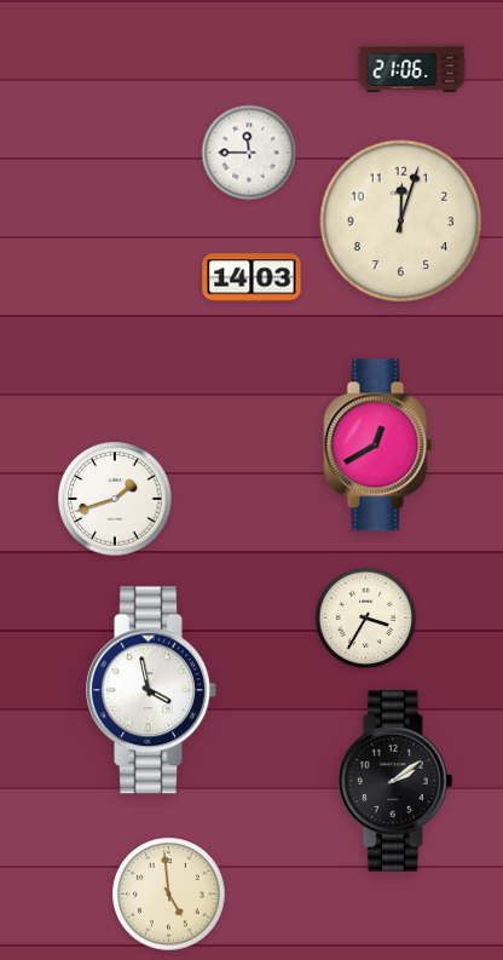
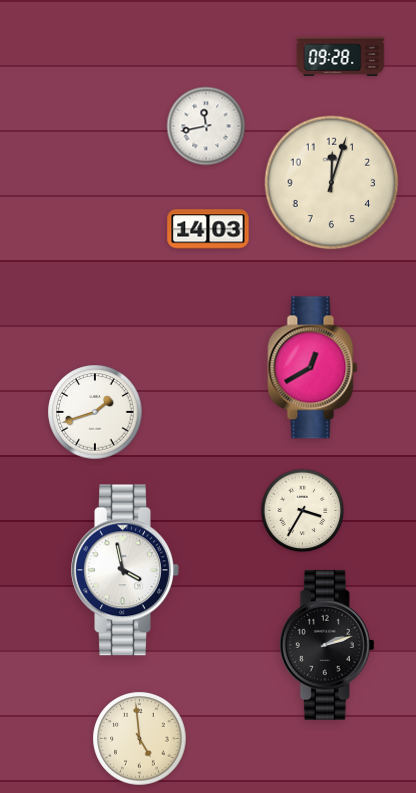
clock at (412, 69): 21:06 -> 09:28
clock at (249, 153): 11:45 -> 11:43
clock at (395, 781): 2:09 -> 2:12
